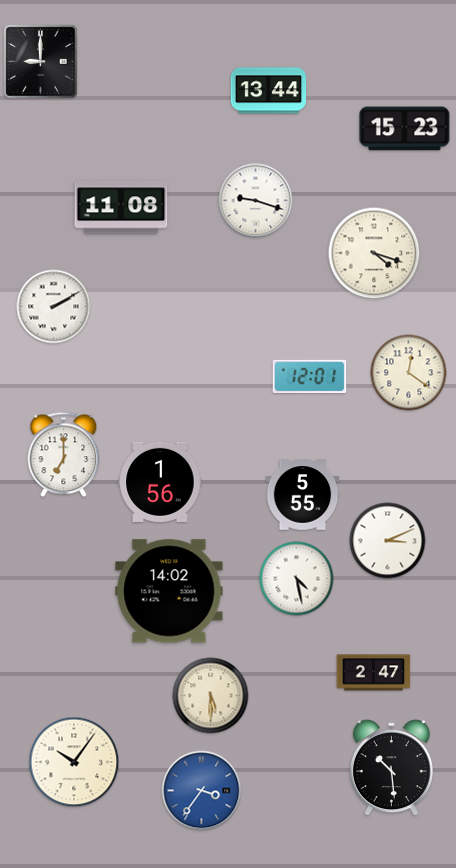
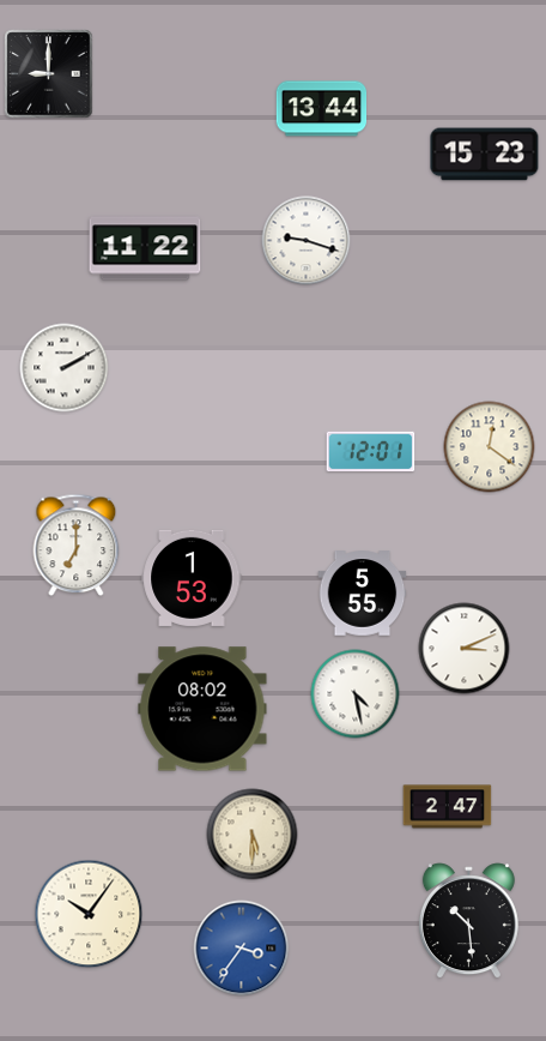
clock at (121, 207): 11:08 -> 11:22
clock at (374, 253): 4:18 -> none
clock at (160, 482): 1:56 -> 1:53
clock at (169, 591): 14:02 -> 08:02
